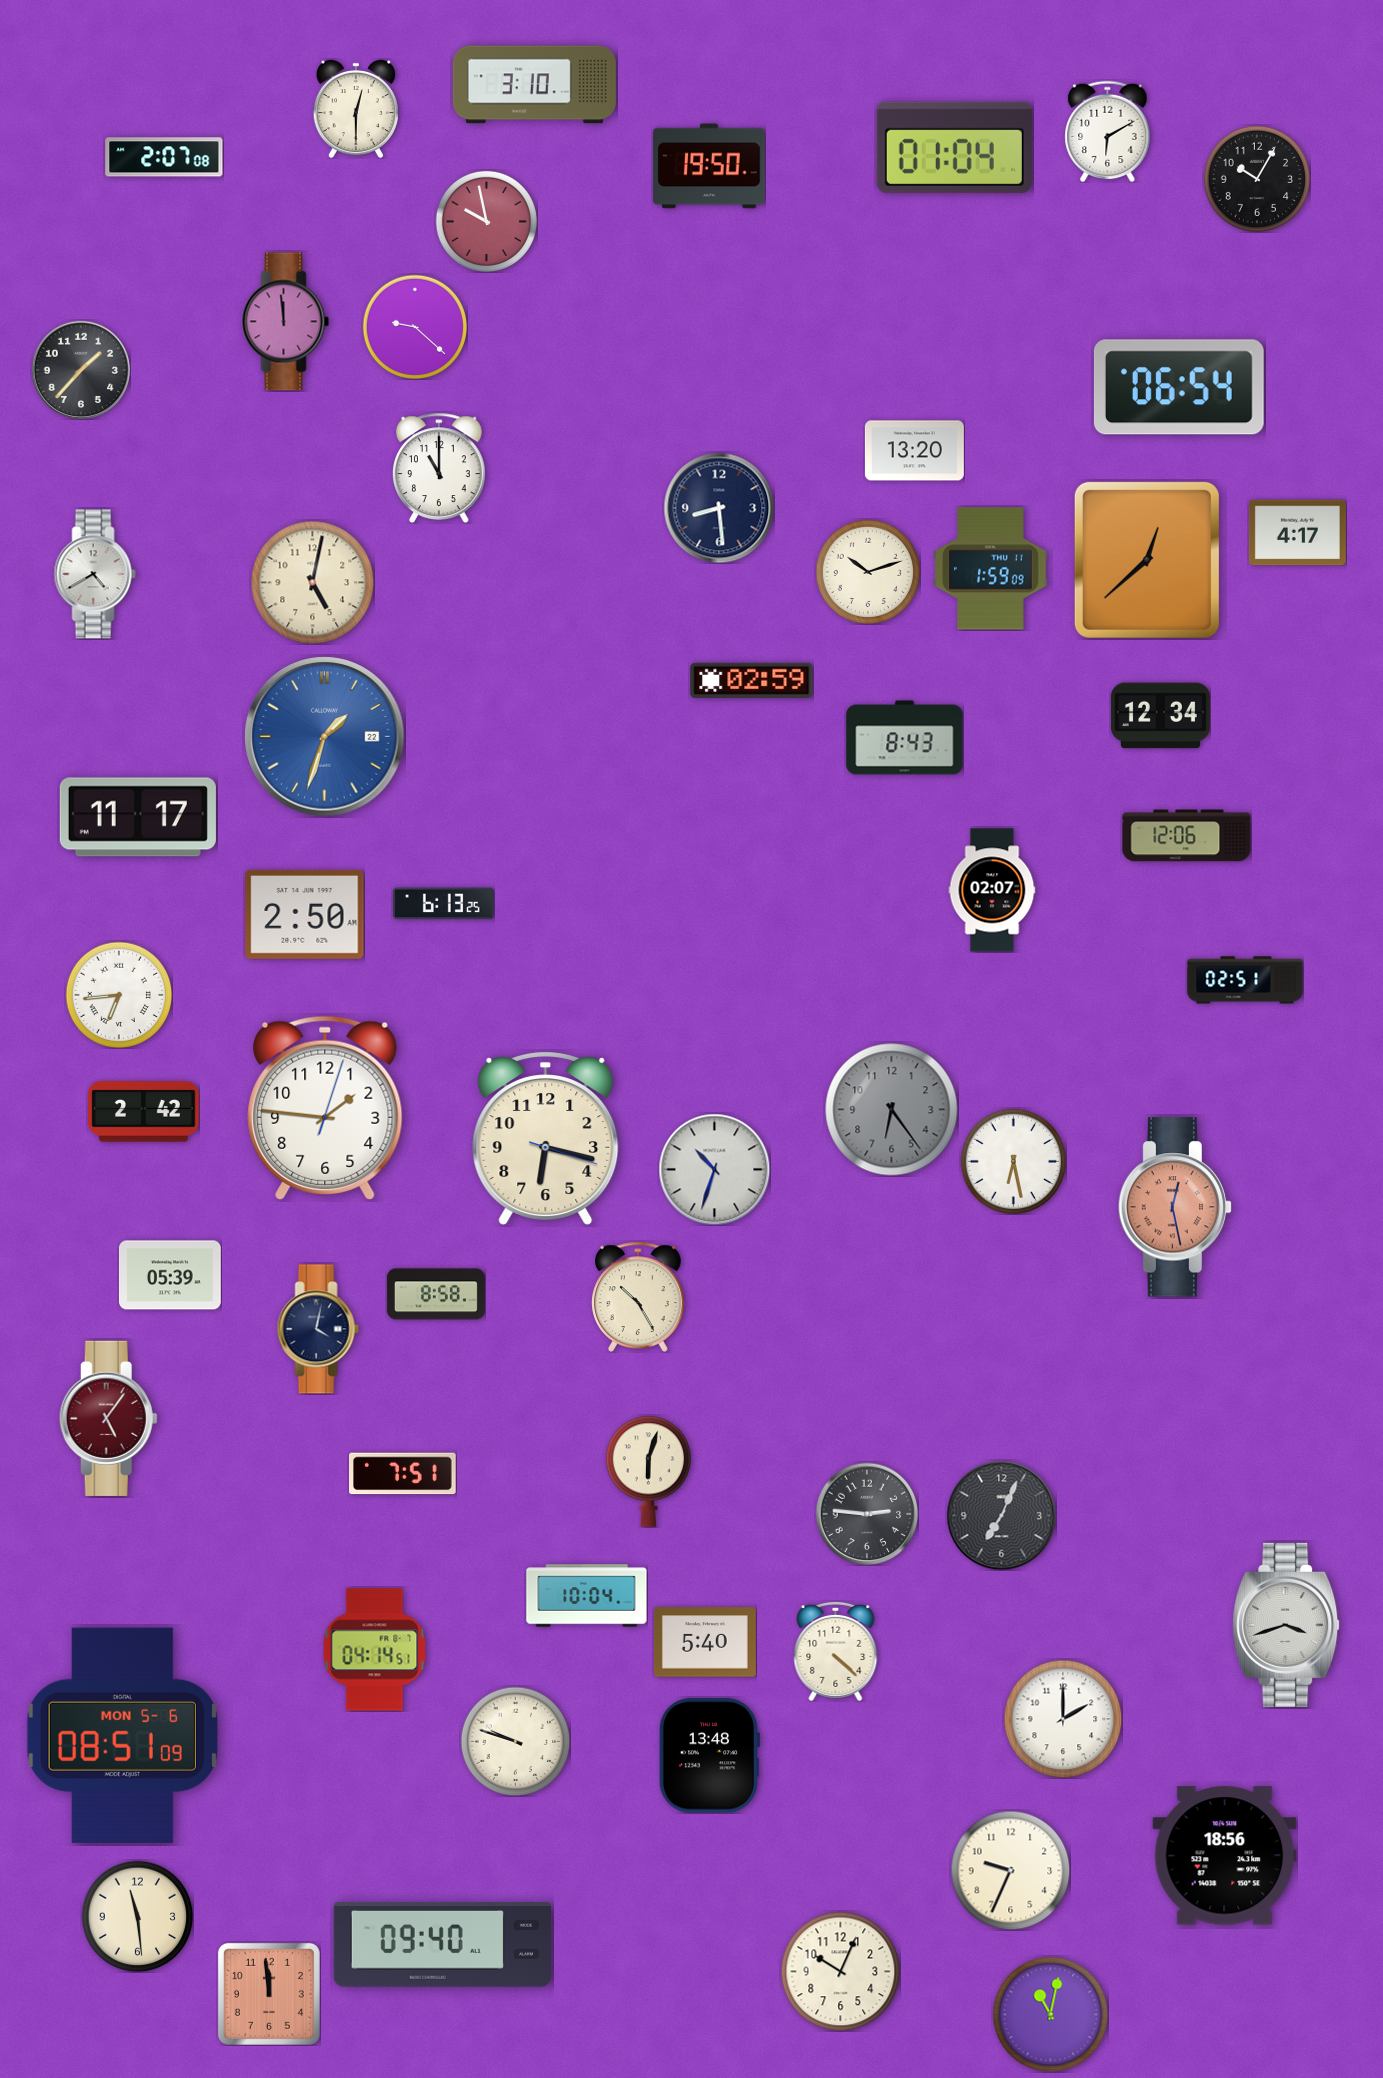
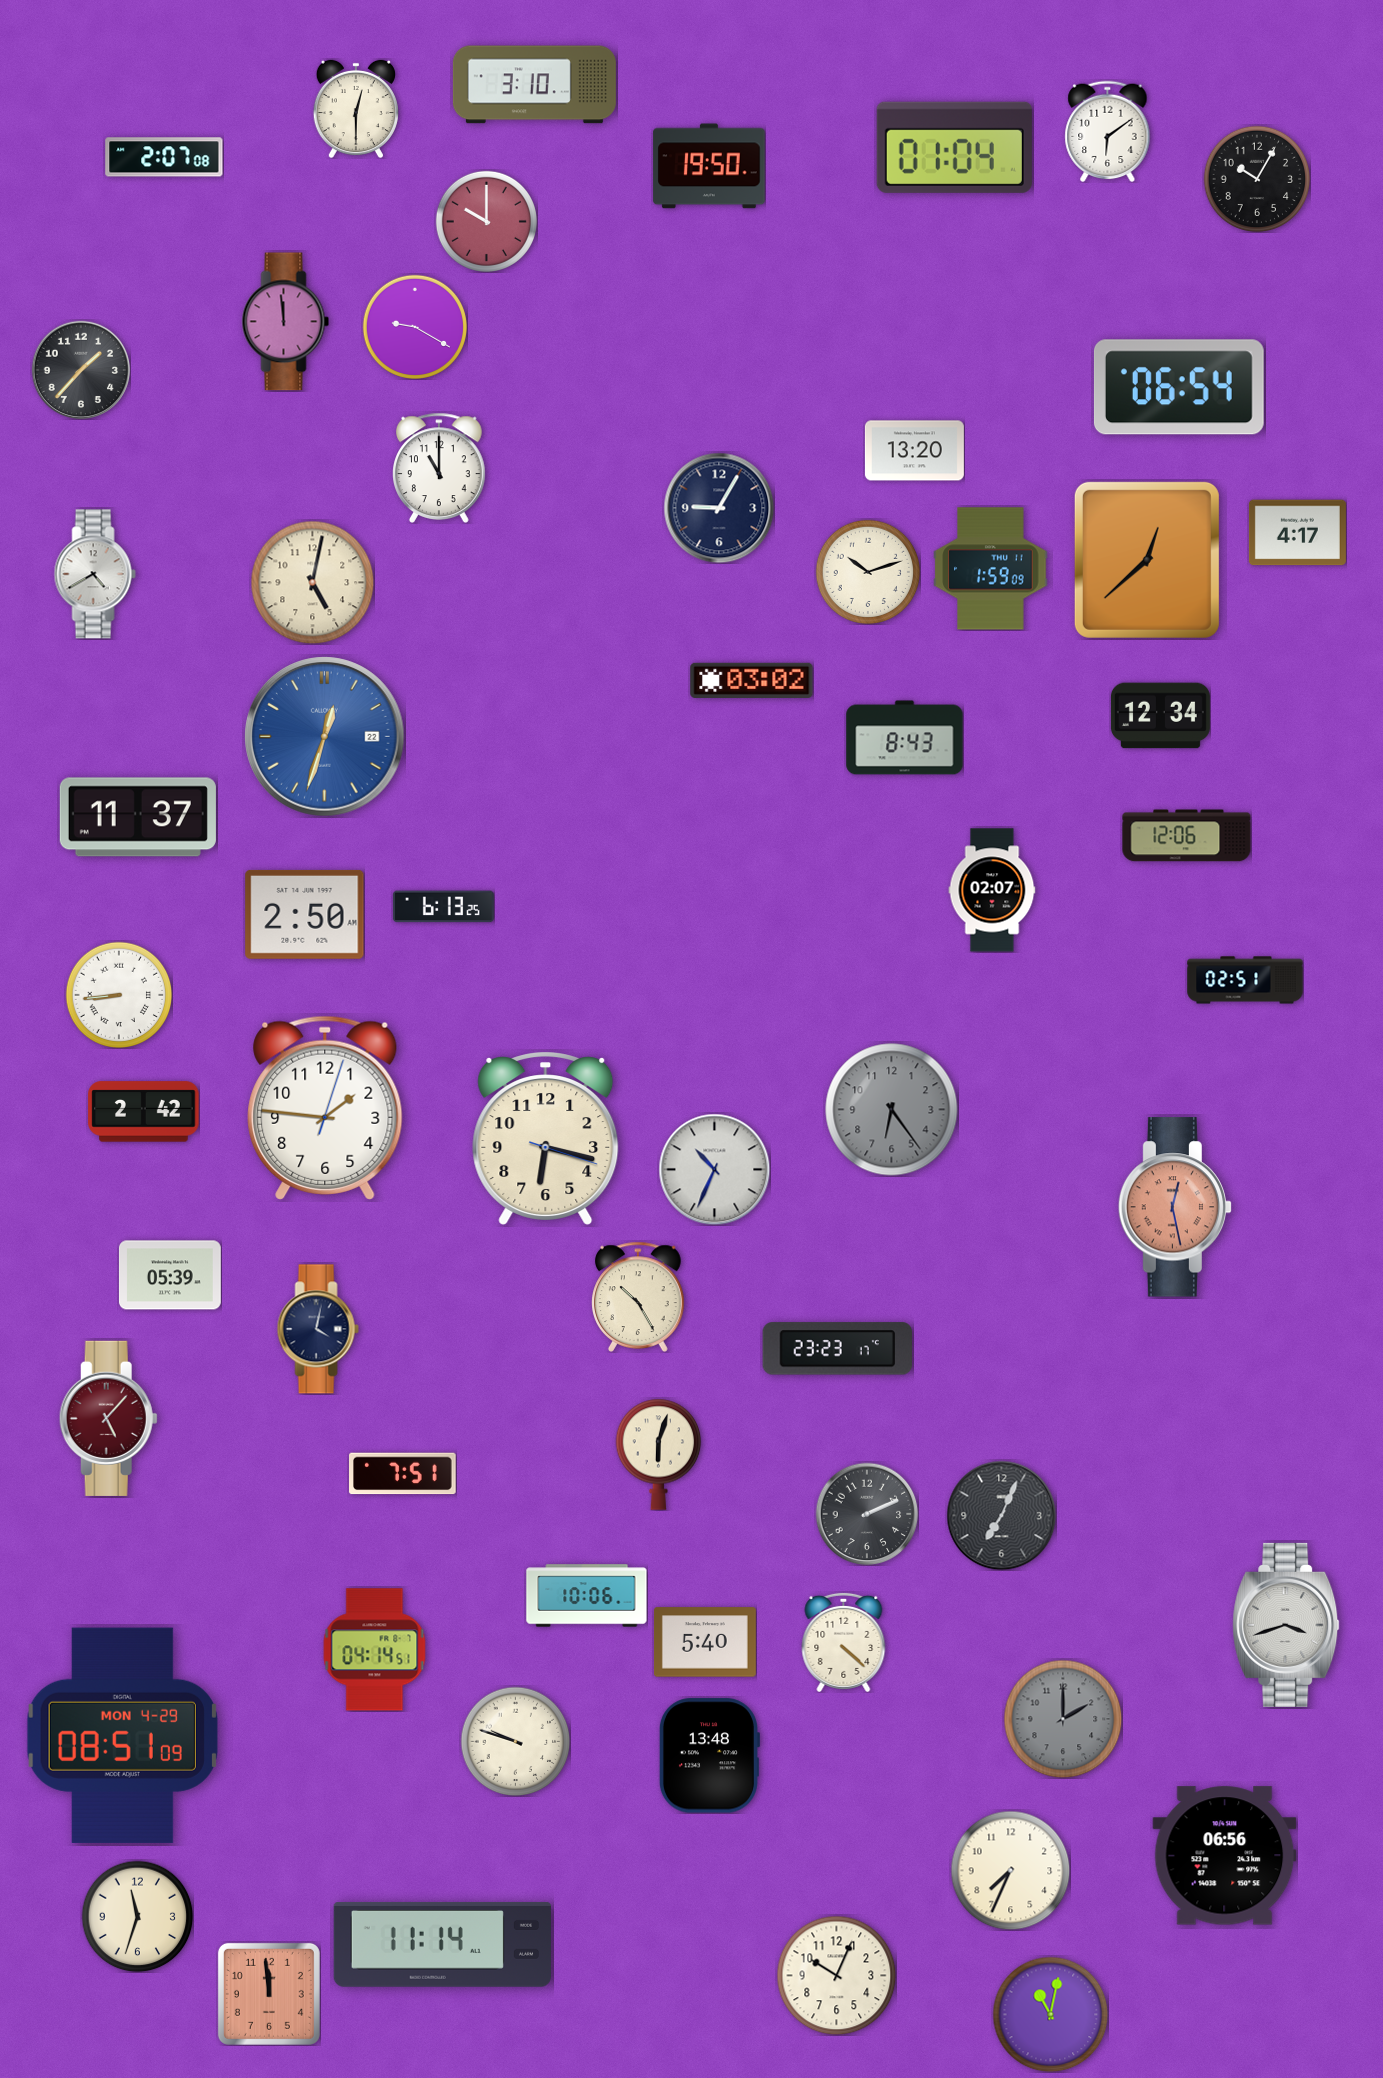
clock at (1108, 131): 6:10 -> 6:09
clock at (486, 221): 9:58 -> 10:00
clock at (414, 326): 9:22 -> 9:20
clock at (719, 508): 8:29 -> 9:05
clock at (752, 680): 02:59 -> 03:02
clock at (325, 737): 1:33 -> 12:33
clock at (138, 817): 11:17 -> 11:37
clock at (443, 904) position: (443, 904) -> (443, 907)
clock at (119, 995): 6:44 -> 8:44
clock at (1013, 1161): 6:28 -> none
clock at (714, 1169): 10:33 -> 10:34
clock at (436, 1294): 8:58 -> none
clock at (837, 1349): none -> 23:23
clock at (108, 1418): 5:06 -> 5:07
clock at (649, 1471) position: (649, 1471) -> (659, 1454)
clock at (867, 1514): 2:46 -> 2:11
clock at (587, 1596): 10:04 -> 10:06
clock at (836, 1651) position: (836, 1651) -> (844, 1642)
clock at (1063, 1719) dial: white -> grey
clock at (122, 1735) date: MON 5-6 -> MON 4-29
clock at (1225, 1856): 18:56 -> 06:56
clock at (1010, 1870): 9:34 -> 7:34
clock at (137, 1916): 11:29 -> 11:33
clock at (442, 1944): 09:40 -> 11:14
clock at (840, 1971) position: (840, 1971) -> (836, 1975)
